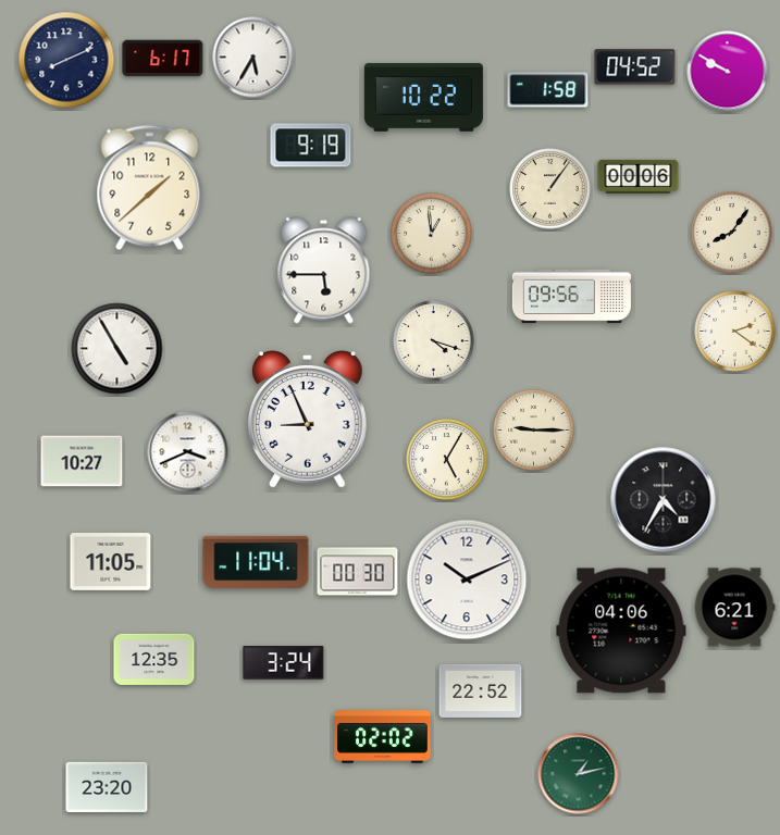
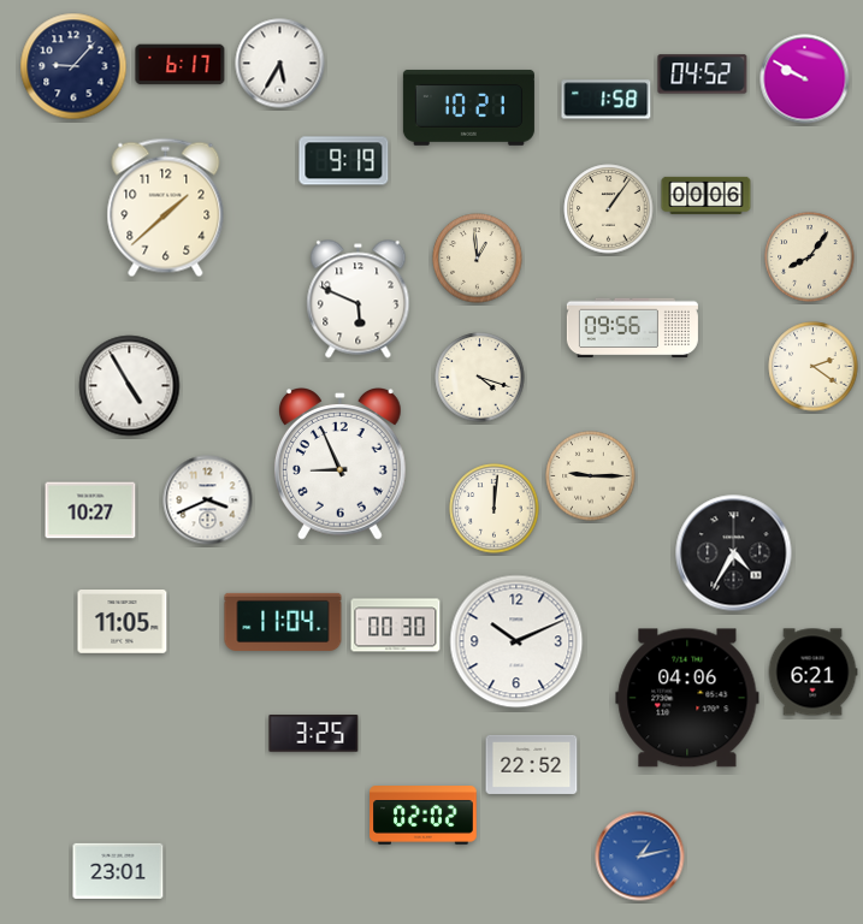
clock at (66, 60): 8:11 -> 9:07
clock at (423, 97): 10:22 -> 10:21
clock at (324, 271): 5:45 -> 5:49
clock at (447, 460): 5:05 -> 12:01
clock at (358, 572) position: (358, 572) -> (396, 626)
clock at (154, 659): 12:35 -> none
clock at (284, 663): 3:24 -> 3:25
clock at (579, 774) dial: green -> blue
clock at (107, 787): 23:20 -> 23:01
